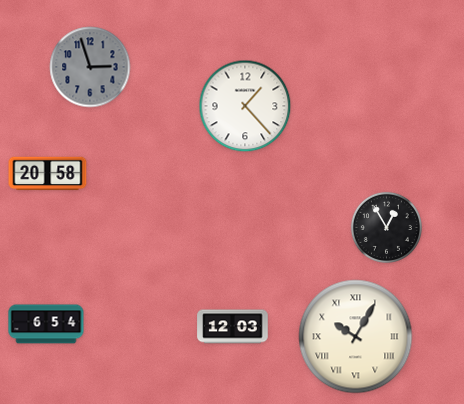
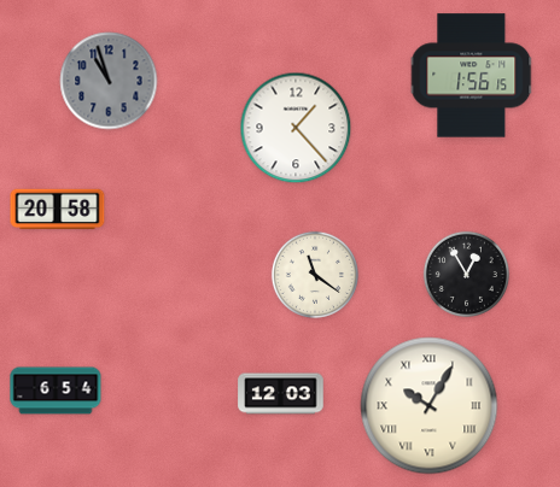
clock at (472, 76): none -> 1:56
clock at (90, 67): 2:57 -> 10:57
clock at (315, 275): none -> 11:21
